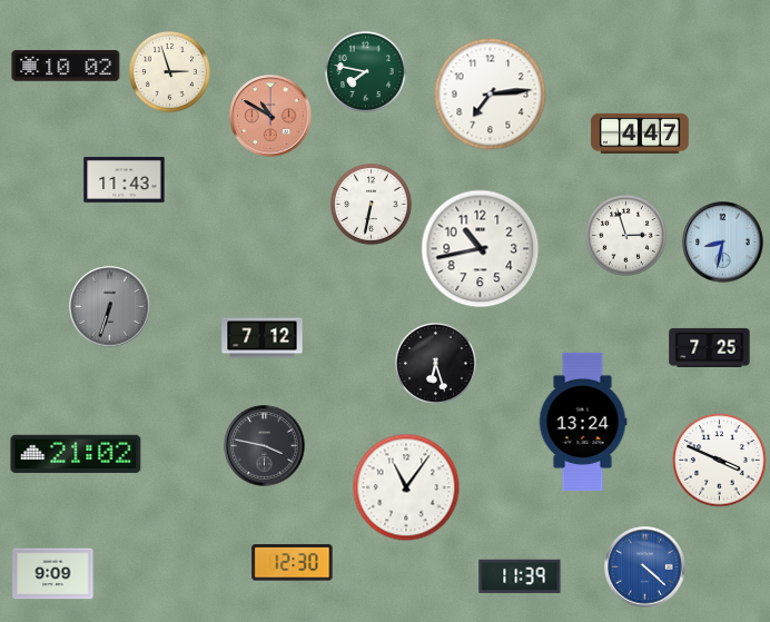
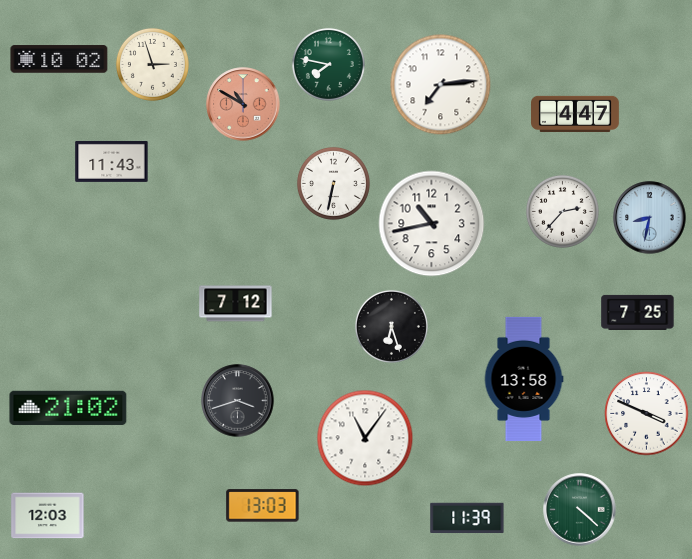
clock at (641, 134) position: (641, 134) -> (576, 114)
clock at (625, 235): 2:57 -> 2:37
clock at (110, 307): 6:33 -> none
clock at (583, 422): 13:24 -> 13:58
clock at (265, 446): 3:47 -> 3:42
clock at (293, 563): 12:30 -> 13:03
clock at (645, 567) dial: blue -> green
clock at (53, 574): 9:09 -> 12:03
